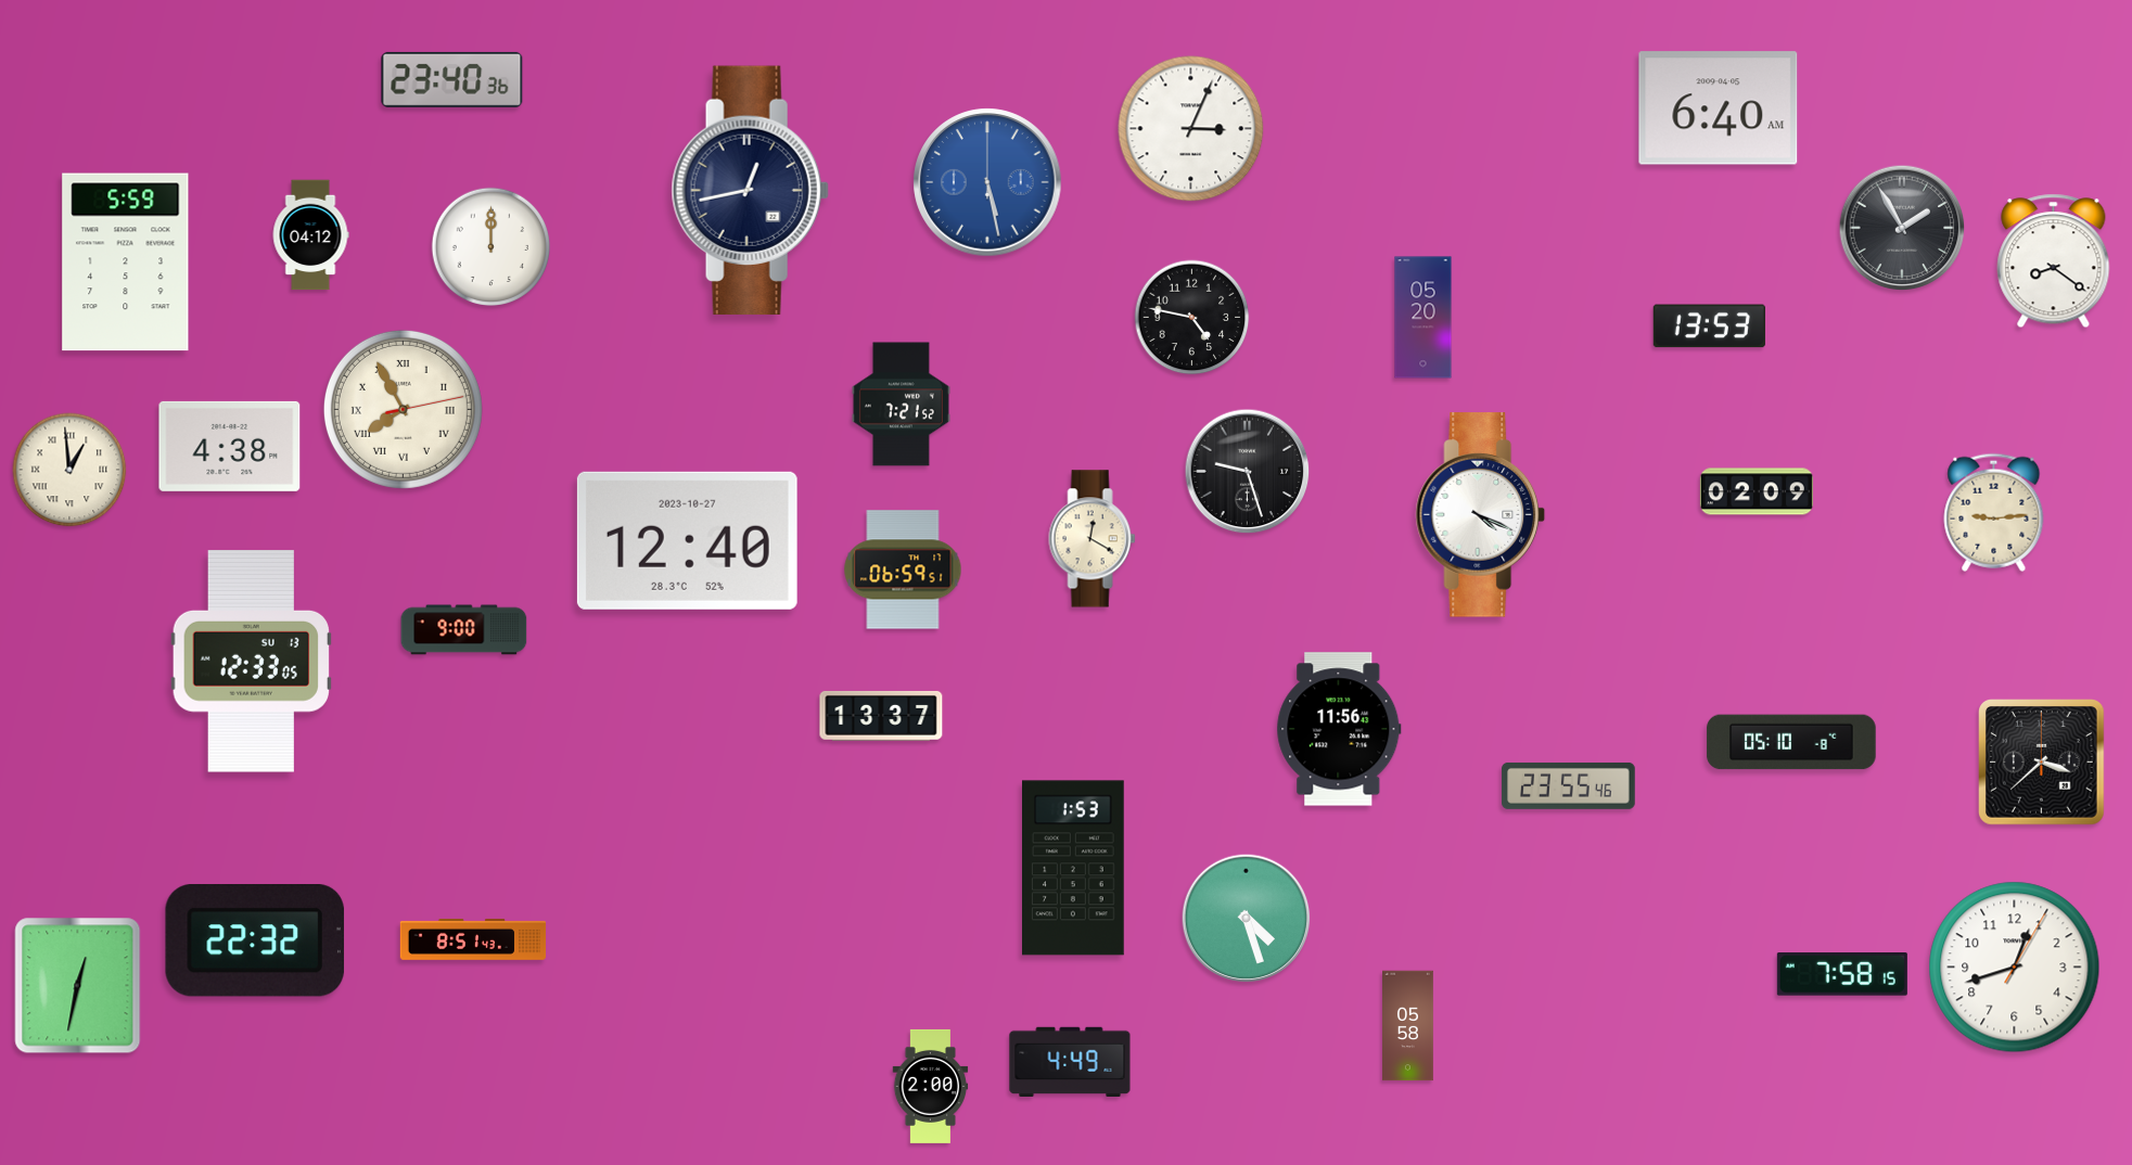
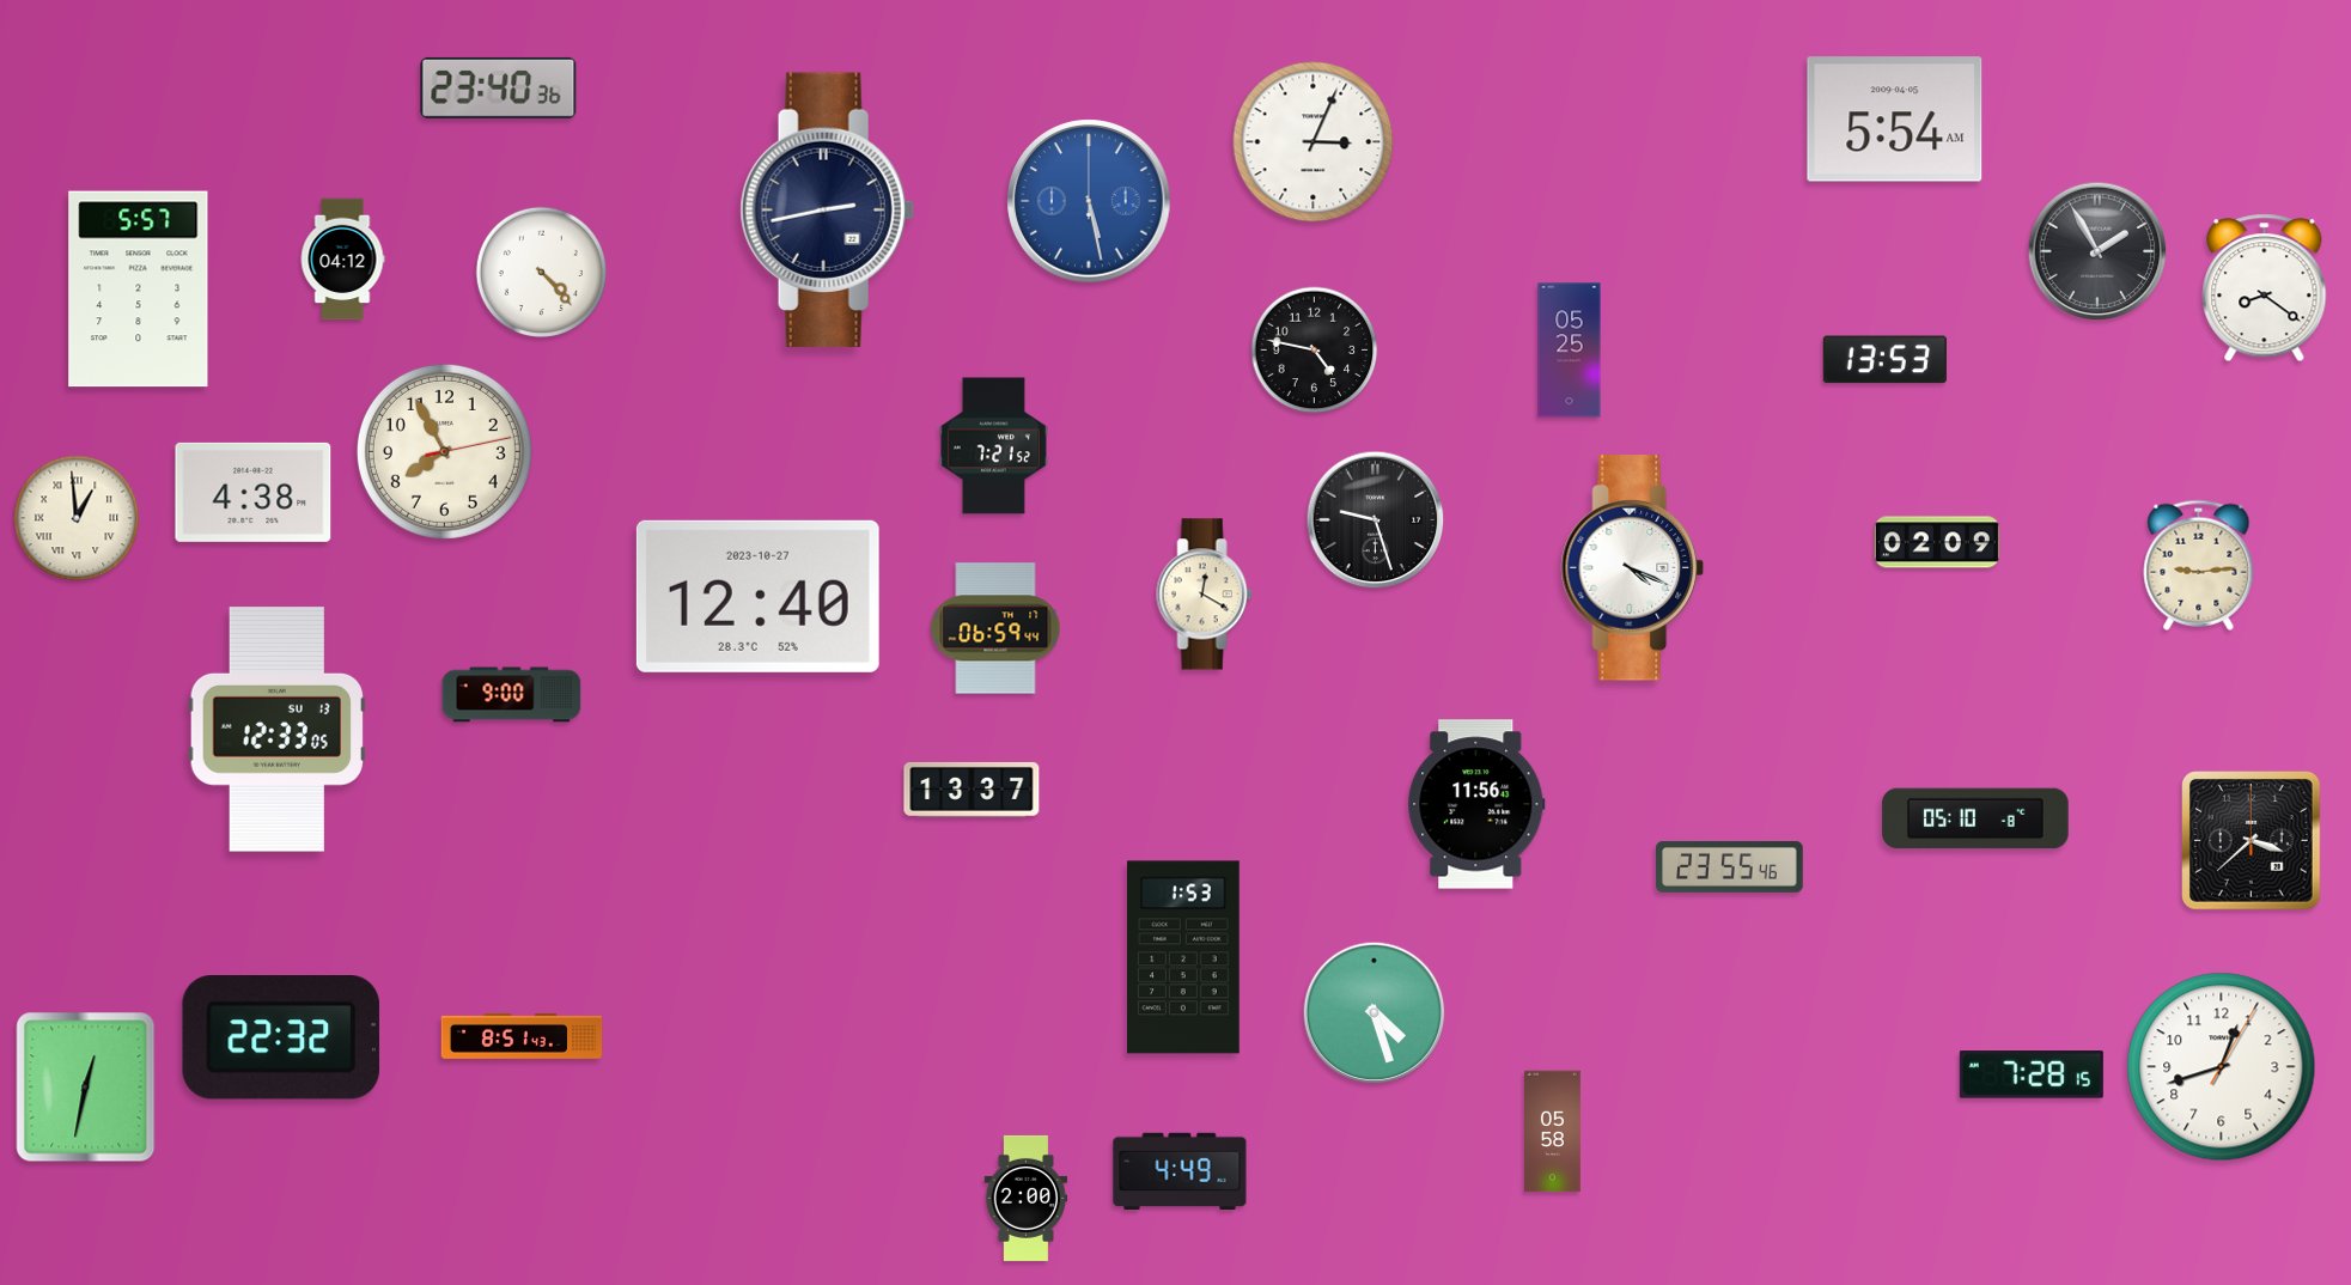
clock at (1719, 108): 6:40 -> 5:54
clock at (750, 190): 12:43 -> 2:43
clock at (490, 246): 12:00 -> 4:23
clock at (126, 263): 5:59 -> 5:57
clock at (1424, 318): 05:20 -> 05:25
clock at (403, 409) numerals: Roman -> Arabic
clock at (903, 569): 06:59:51 -> 06:59:44
clock at (1842, 975): 7:58 -> 7:28
